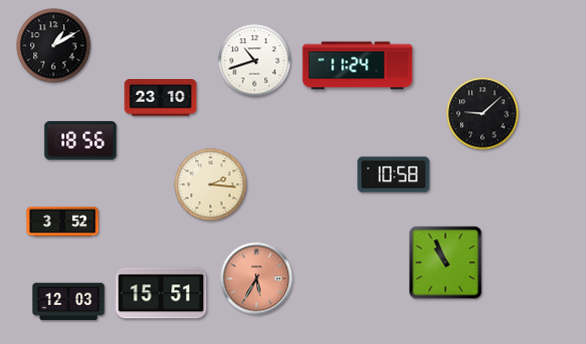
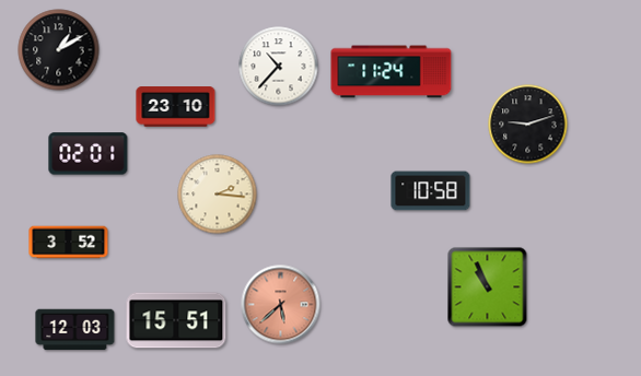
clock at (255, 61): 10:42 -> 10:37
clock at (483, 114): 9:08 -> 9:12
clock at (81, 141): 18:56 -> 02:01
clock at (211, 185) position: (211, 185) -> (218, 195)
clock at (257, 279): 5:35 -> 5:38
